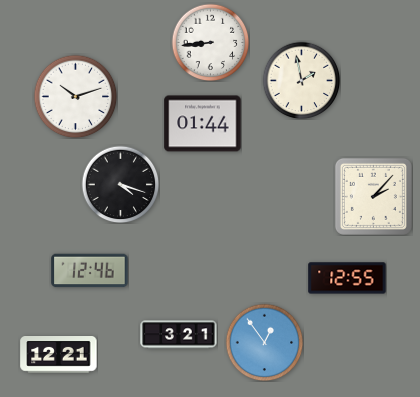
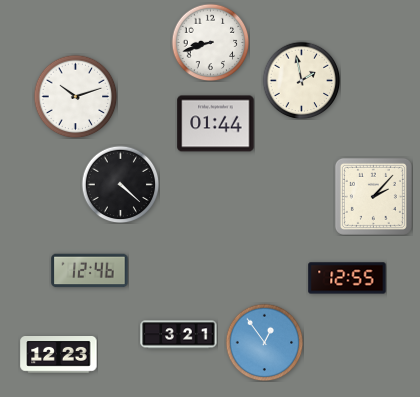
clock at (210, 42): 8:44 -> 8:42
clock at (203, 124) position: (203, 124) -> (216, 124)
clock at (120, 184): 4:18 -> 4:22
clock at (59, 355): 12:21 -> 12:23
